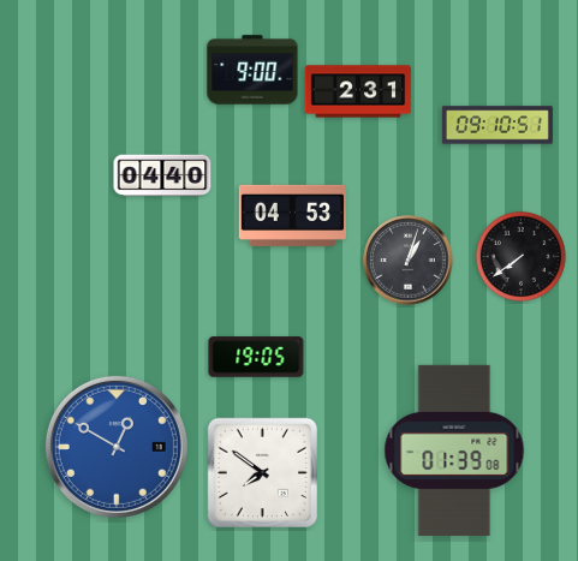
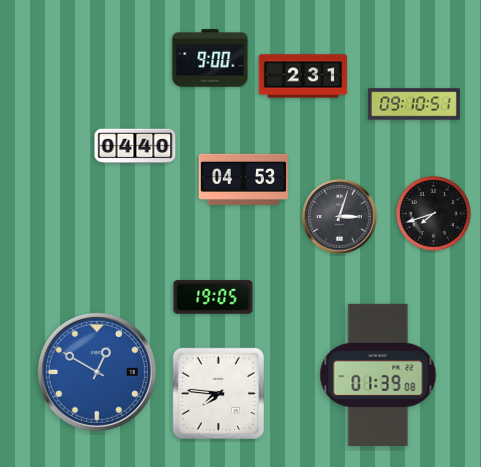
clock at (358, 91) position: (358, 91) -> (303, 76)
clock at (520, 256): 7:39 -> 7:42
clock at (409, 261): 1:03 -> 3:03
clock at (262, 472): 7:51 -> 7:46
